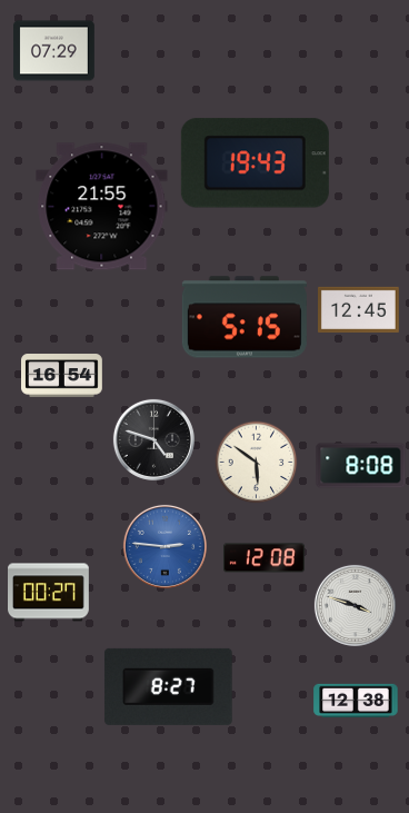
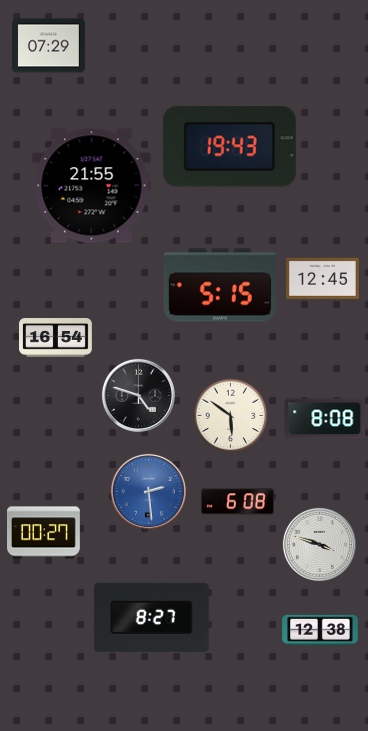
clock at (164, 546): 2:46 -> 2:29
clock at (265, 558): 12:08 -> 6:08
